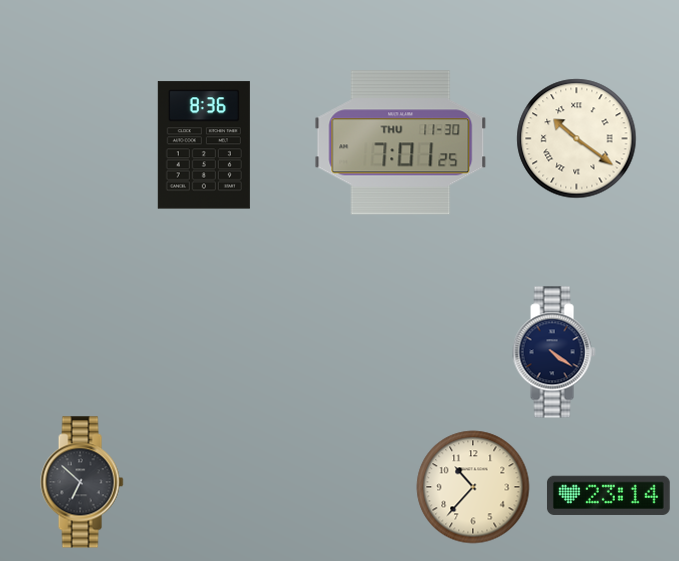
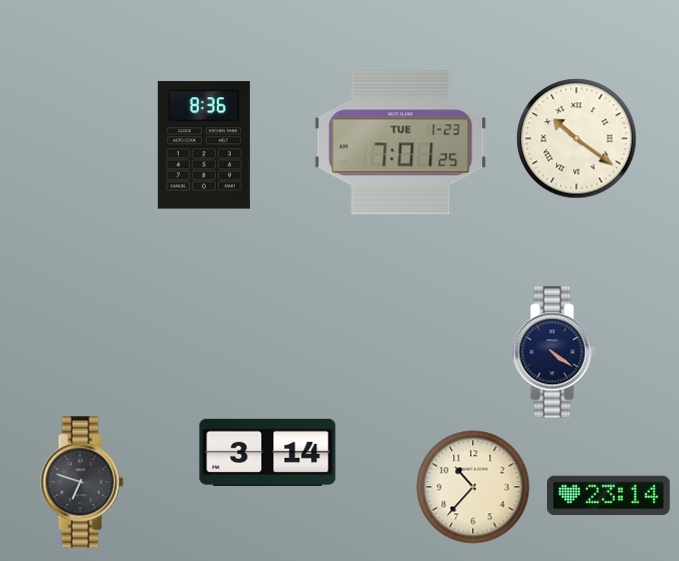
clock at (401, 143) date: THU 11-30 -> TUE 1-23
clock at (268, 452): none -> 3:14
clock at (82, 482): 6:52 -> 6:48
